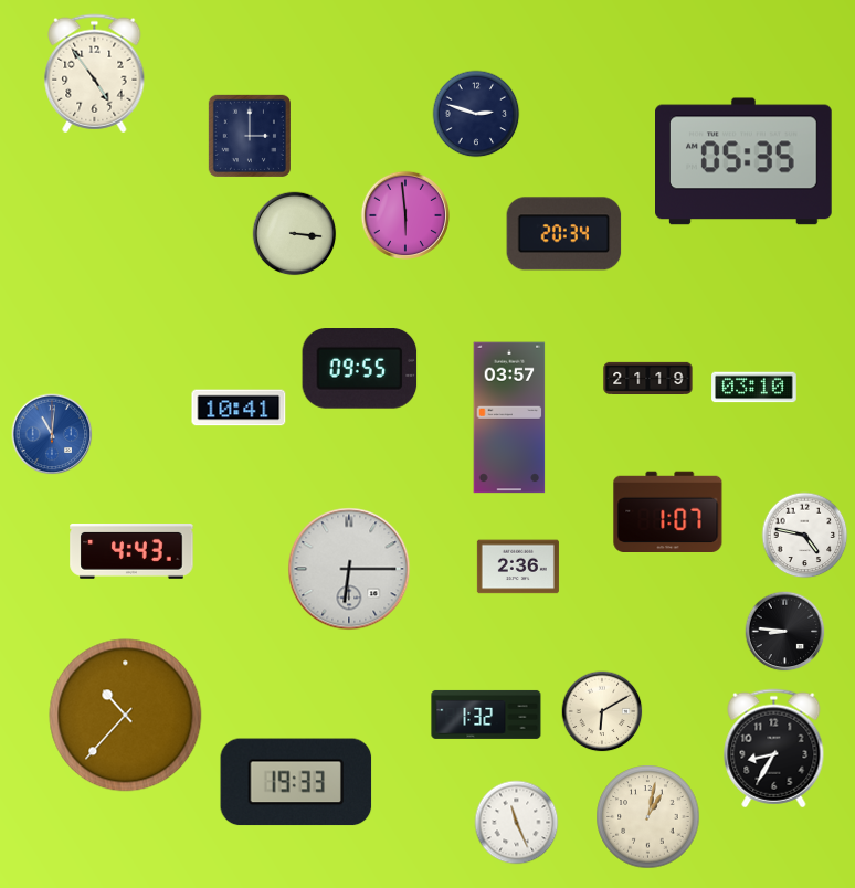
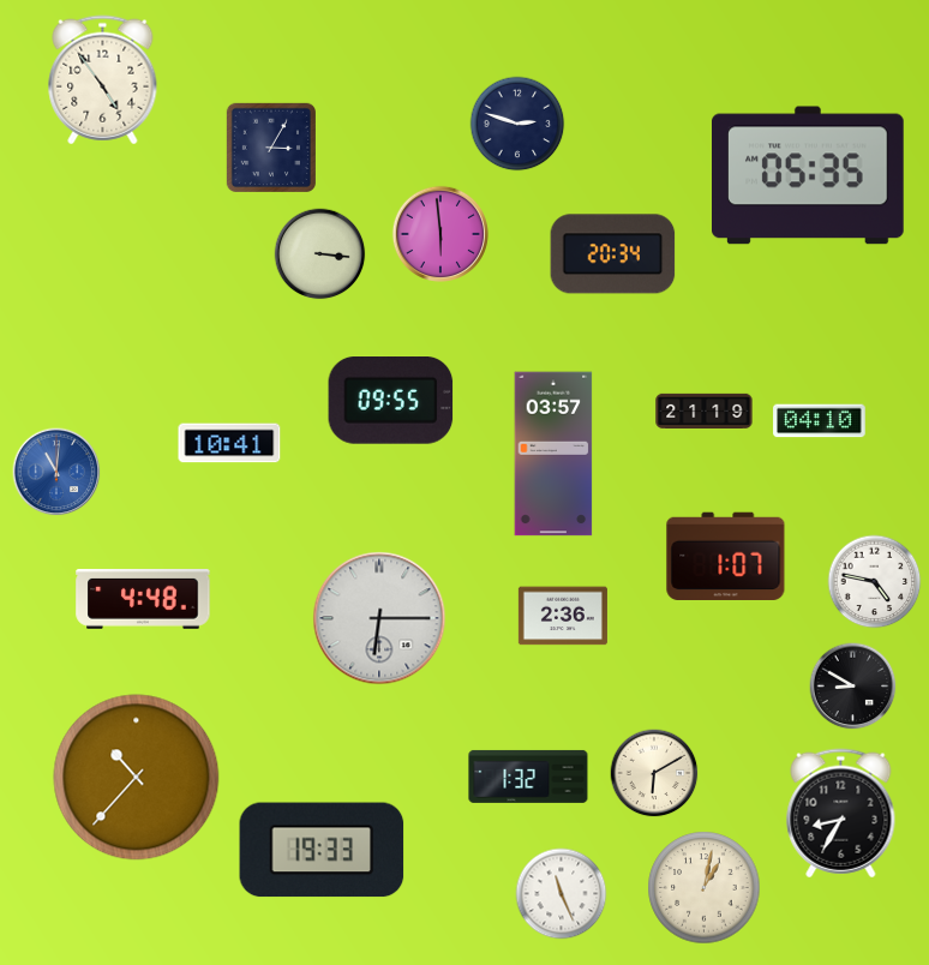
clock at (249, 135): 3:00 -> 3:05
clock at (754, 388): 03:10 -> 04:10
clock at (239, 408) position: (239, 408) -> (229, 443)
clock at (131, 552): 4:43 -> 4:48
clock at (785, 632): 8:46 -> 8:50
